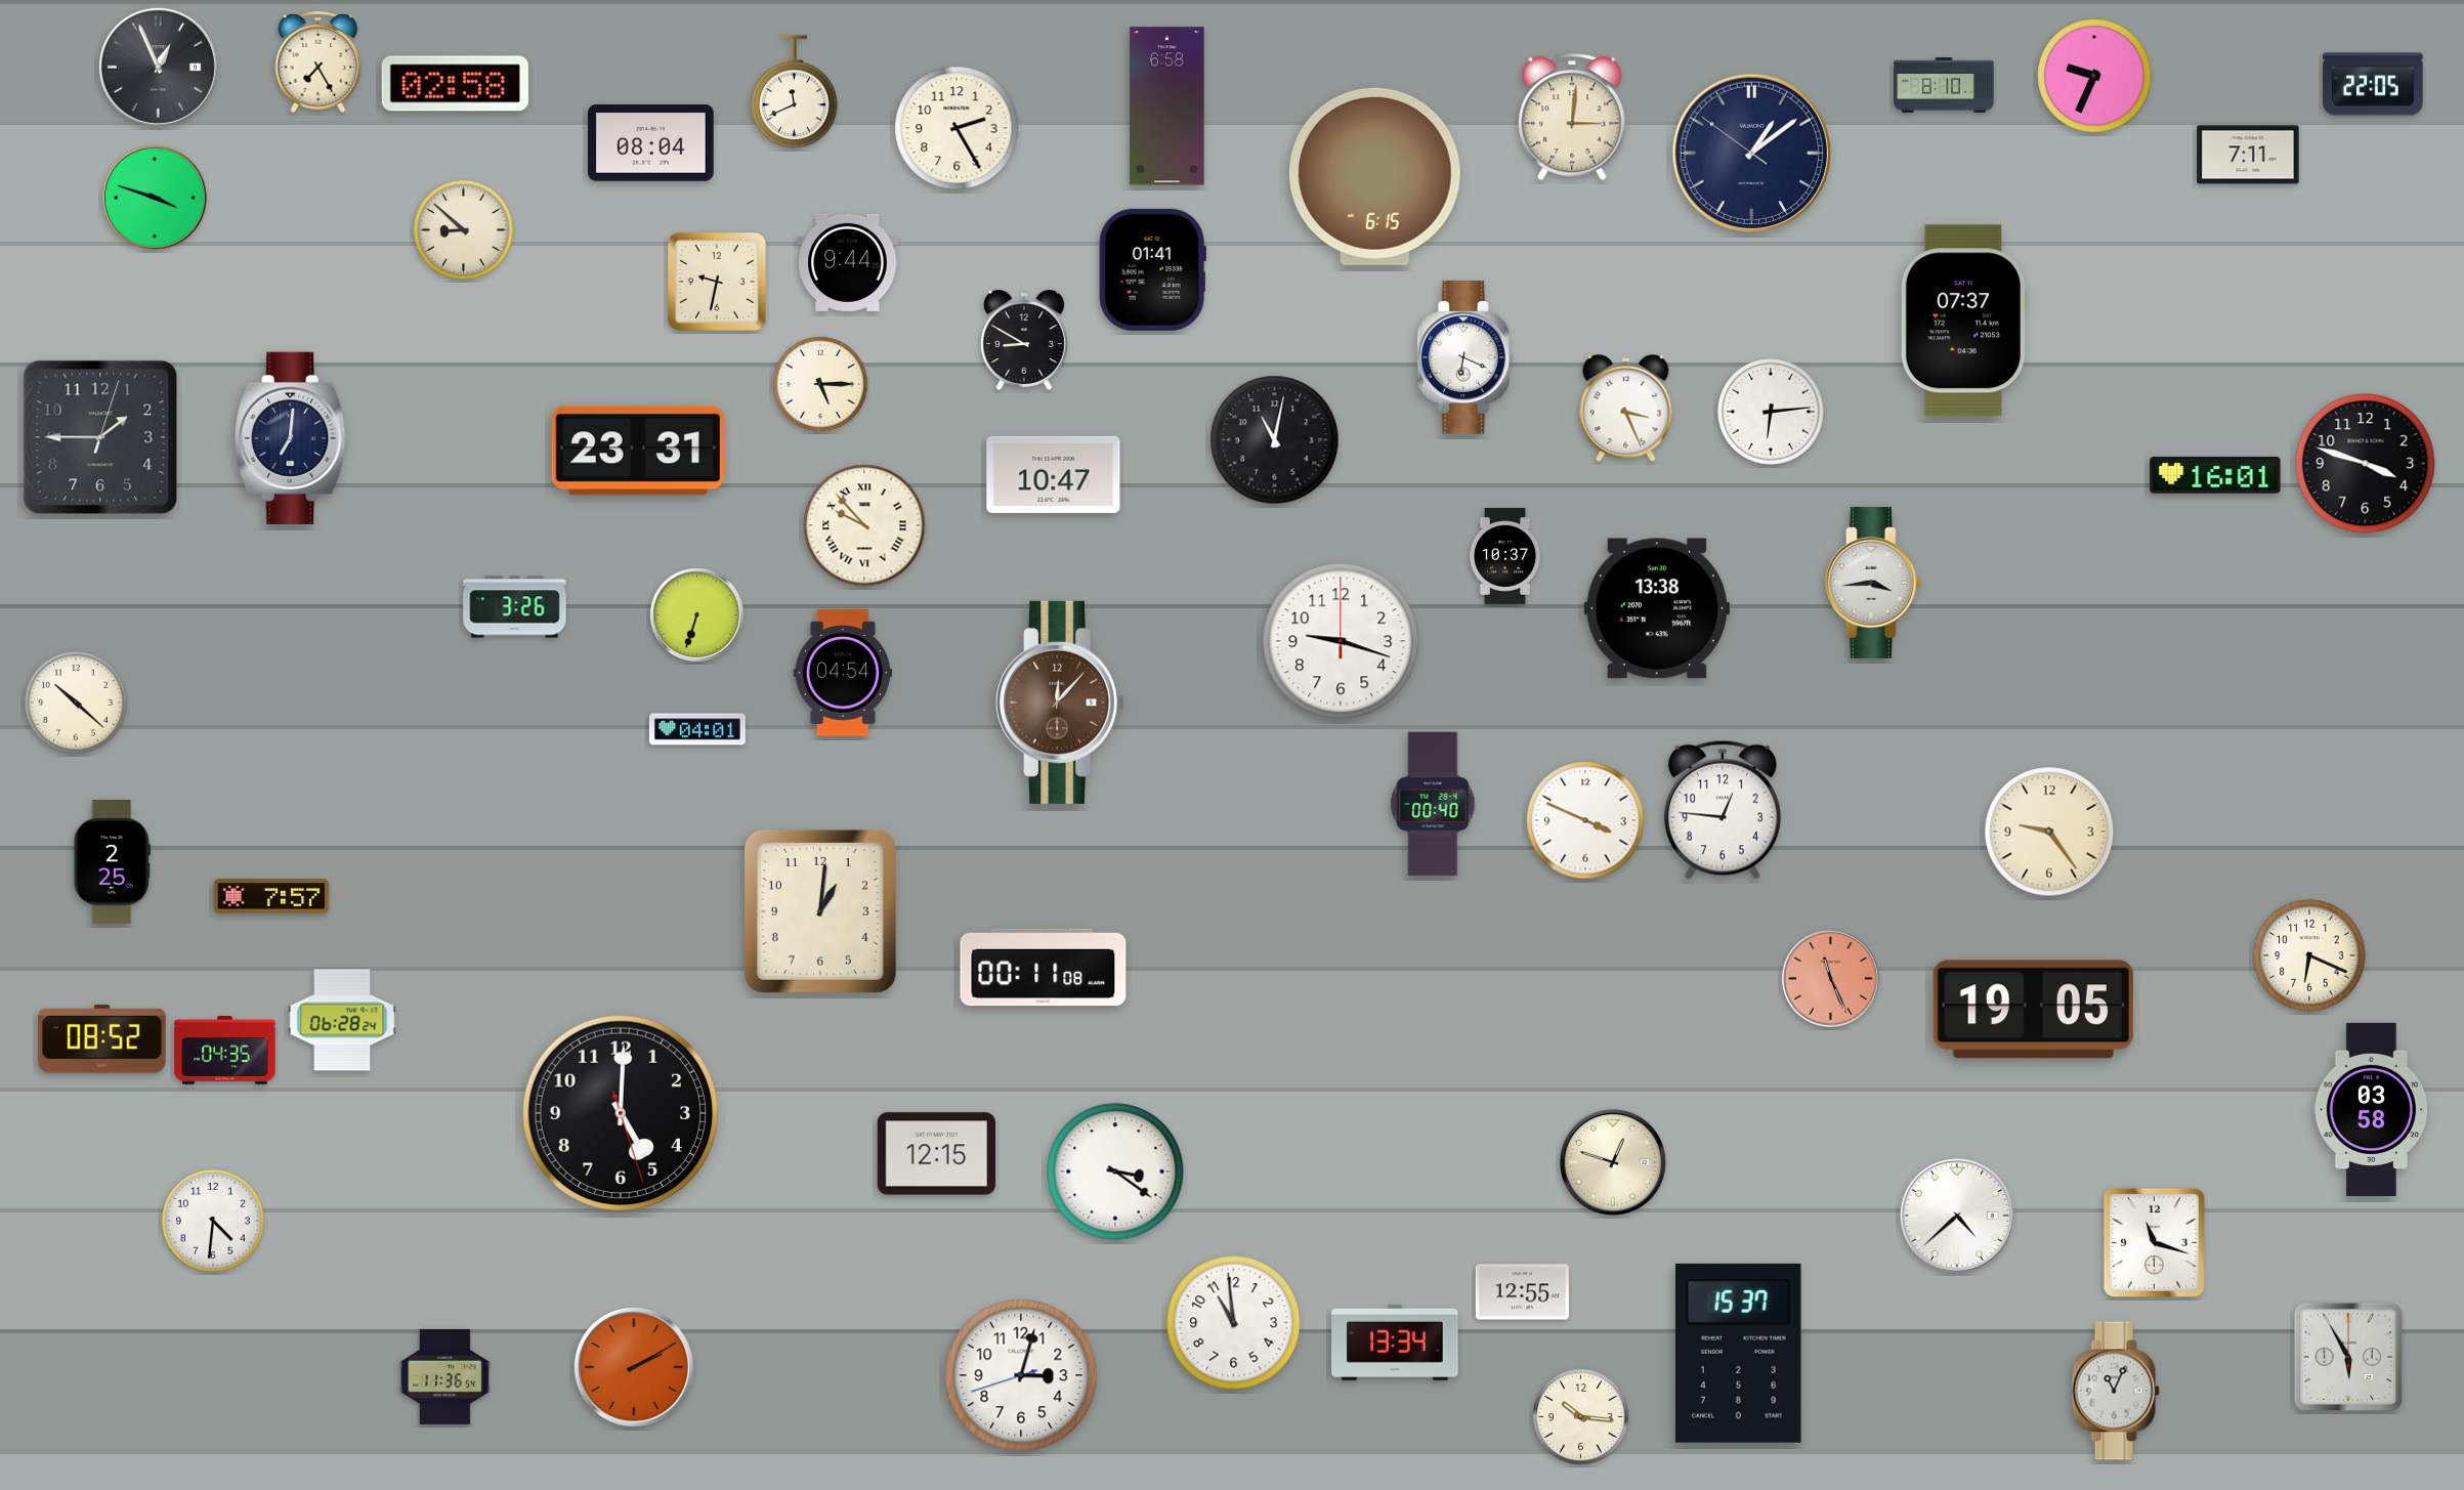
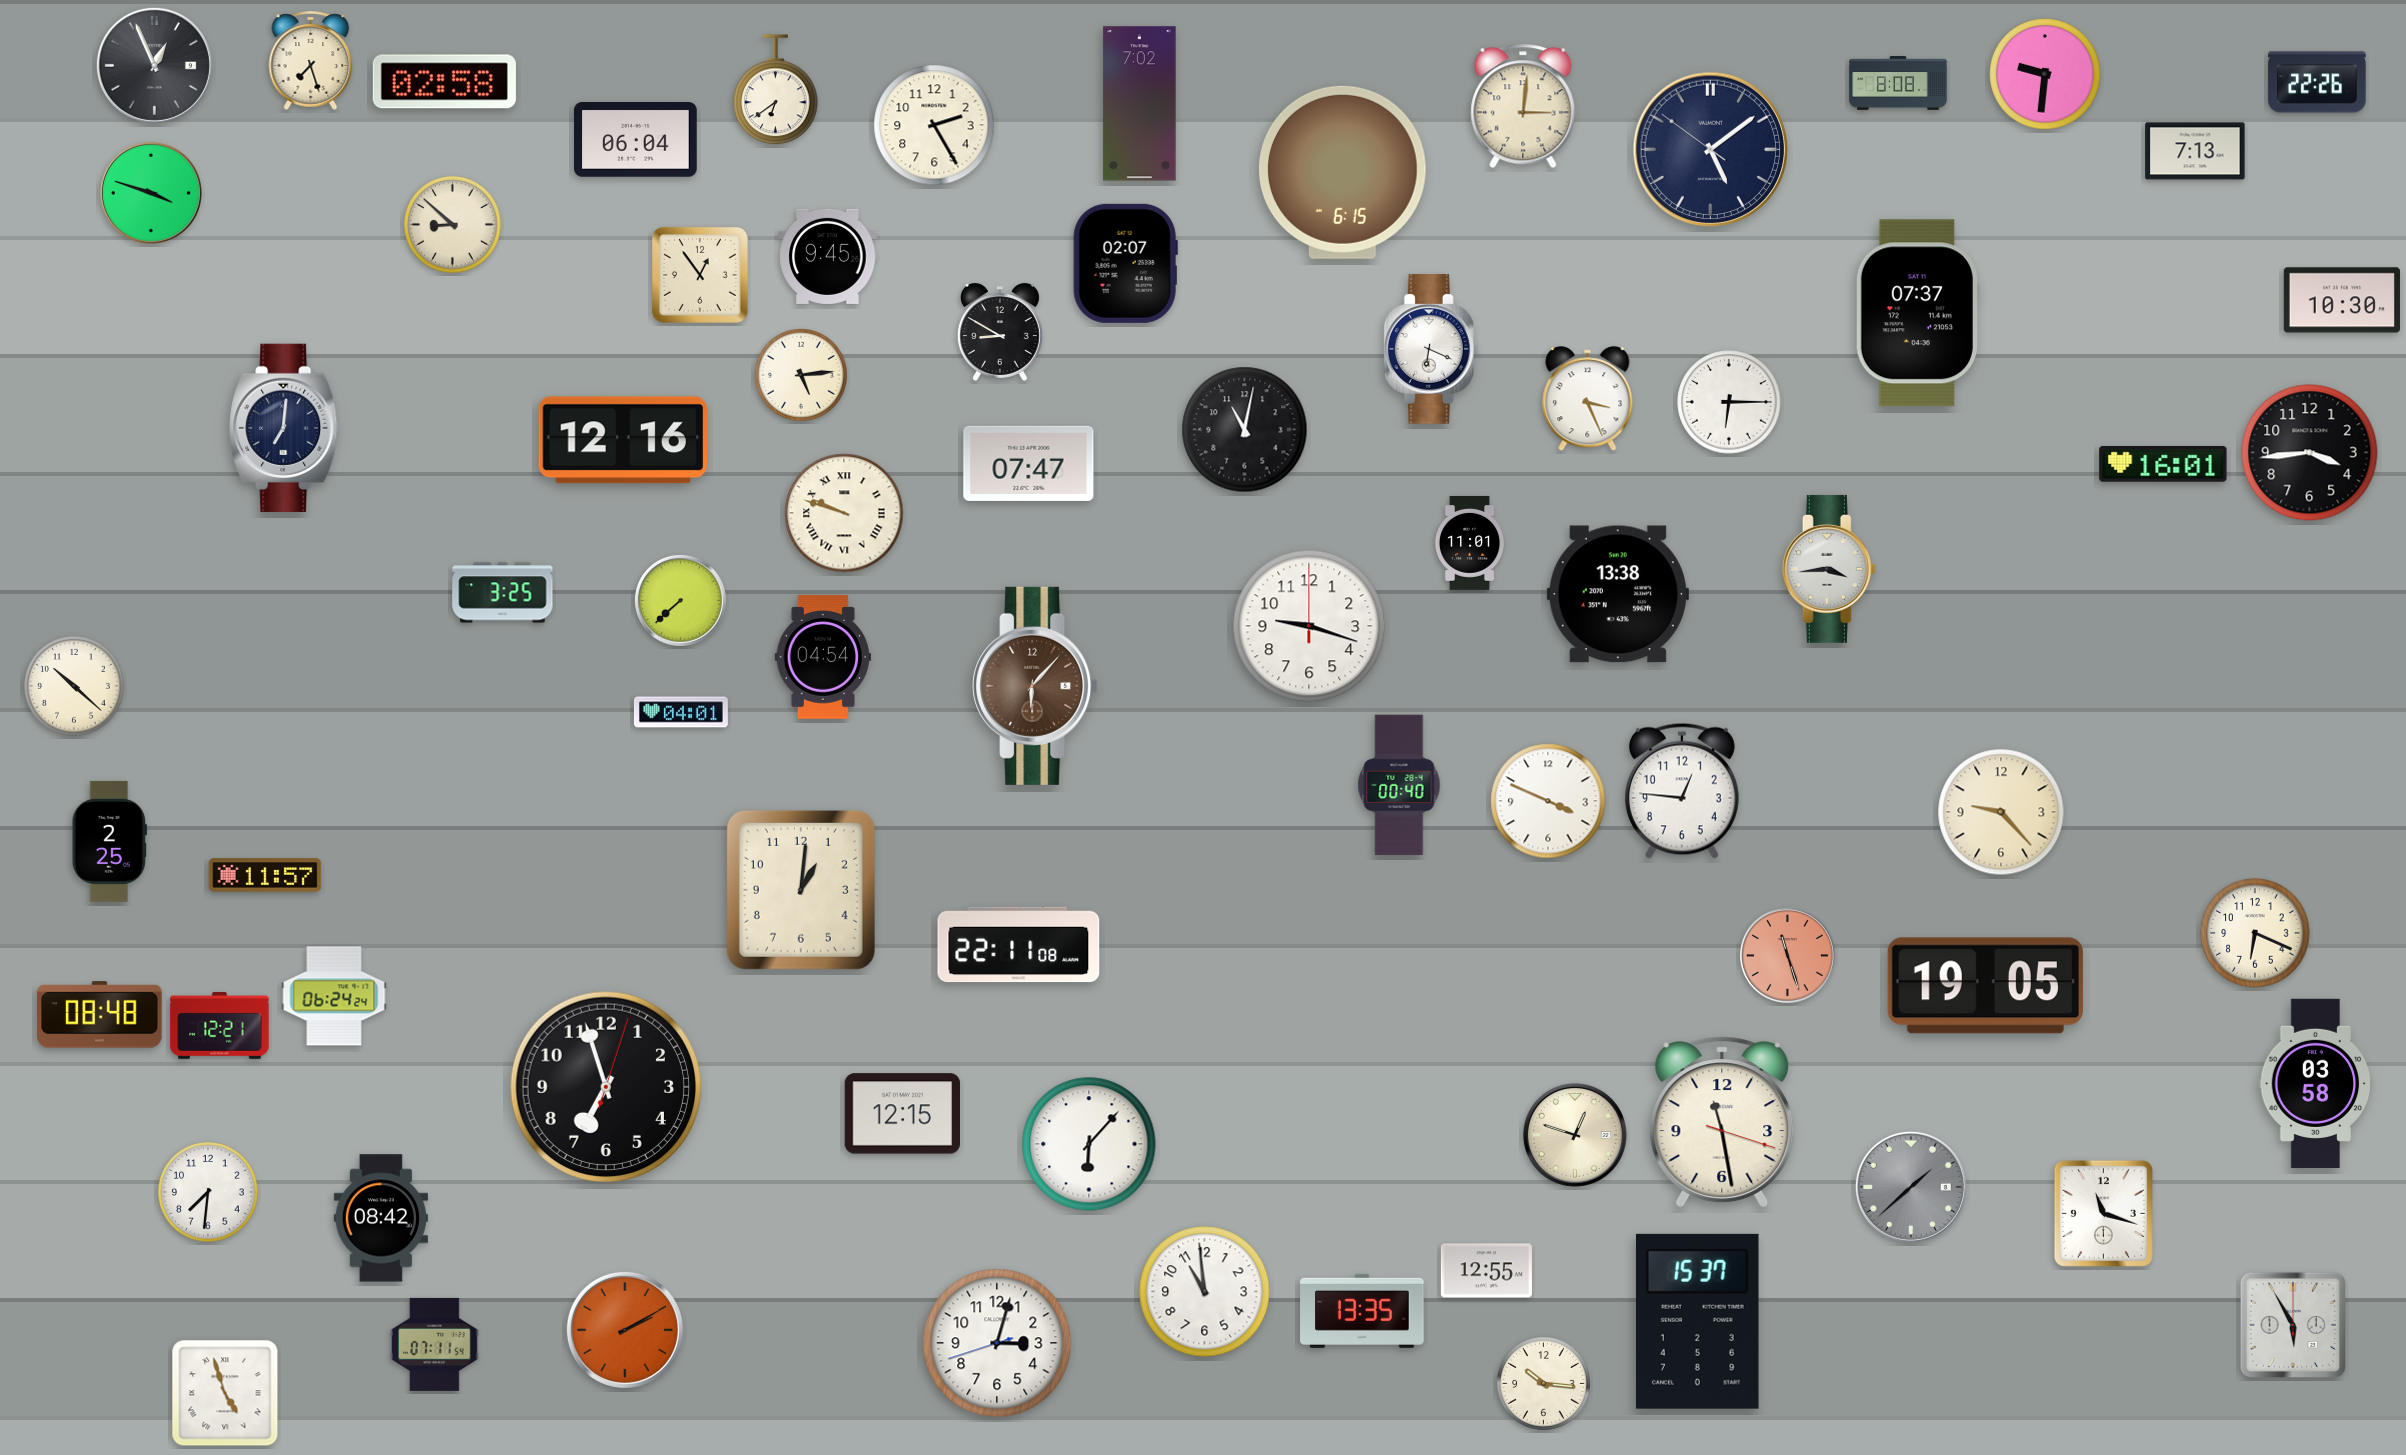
clock at (318, 61): 7:25 -> 7:27
clock at (2094, 76): 9:34 -> 9:31
clock at (2373, 84): 22:05 -> 22:26
clock at (1944, 86): 8:10 -> 8:08
clock at (795, 92): 11:41 -> 6:39
clock at (1167, 107): 6:58 -> 7:02
clock at (1572, 117) position: (1572, 117) -> (1523, 106)
clock at (651, 143): 08:04 -> 06:04
clock at (1752, 154): 1:08 -> 5:08
clock at (2248, 155): 7:11 -> 7:13
clock at (848, 262): 9:44 -> 9:45
clock at (1152, 269): 01:41 -> 02:07
clock at (718, 283): 9:32 -> 12:54
clock at (2342, 300): none -> 10:30
clock at (820, 384): 5:15 -> 5:14
clock at (1771, 412): 6:14 -> 6:15
clock at (100, 437): 1:45 -> none
clock at (638, 451): 23:31 -> 12:16
clock at (2366, 464): 3:48 -> 3:44
clock at (1054, 474): 10:47 -> 07:47
clock at (864, 525): 9:53 -> 9:48
clock at (1505, 556): 10:37 -> 11:01
clock at (515, 607): 3:26 -> 3:25
clock at (697, 615): 6:33 -> 7:38
clock at (1060, 703): 12:07 -> 6:07
clock at (2049, 832): 9:24 -> 9:23
clock at (271, 896): 7:57 -> 11:57
clock at (1044, 968): 00:11 -> 22:11
clock at (1830, 978): 11:26 -> 11:27
clock at (342, 1020): 06:28 -> 06:24
clock at (102, 1039): 08:52 -> 08:48
clock at (225, 1051): 04:35 -> 12:21
clock at (621, 1113): 5:00 -> 6:57
clock at (1722, 1122): none -> 11:28
clock at (936, 1154) position: (936, 1154) -> (902, 1114)
clock at (1115, 1172): 3:21 -> 6:07
clock at (1957, 1216): 4:38 -> 1:38
clock at (1957, 1216) dial: white -> grey
clock at (213, 1221): 4:31 -> 7:31
clock at (381, 1218): none -> 08:42
clock at (1522, 1292) position: (1522, 1292) -> (1486, 1271)
clock at (1395, 1343): 13:34 -> 13:35
clock at (634, 1367) position: (634, 1367) -> (625, 1330)
clock at (445, 1376): 11:36 -> 07:11
clock at (2116, 1391): 11:04 -> none
clock at (225, 1393): none -> 4:57
